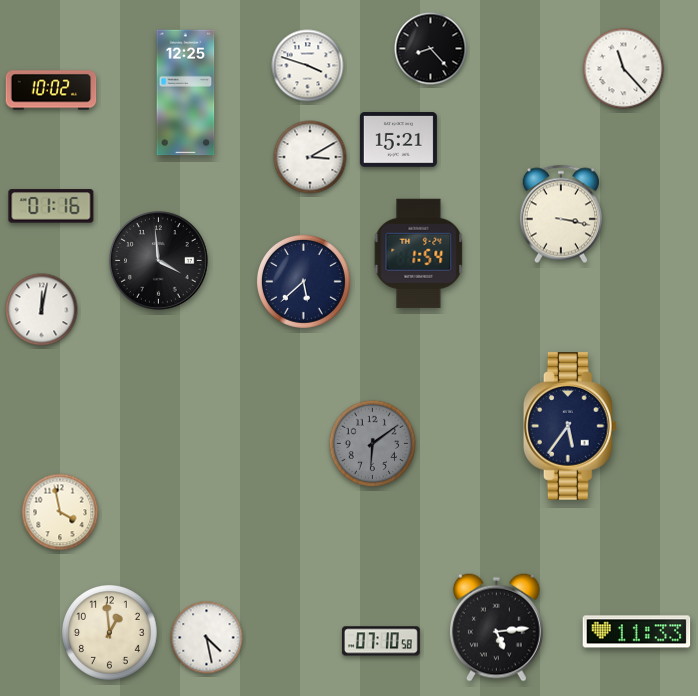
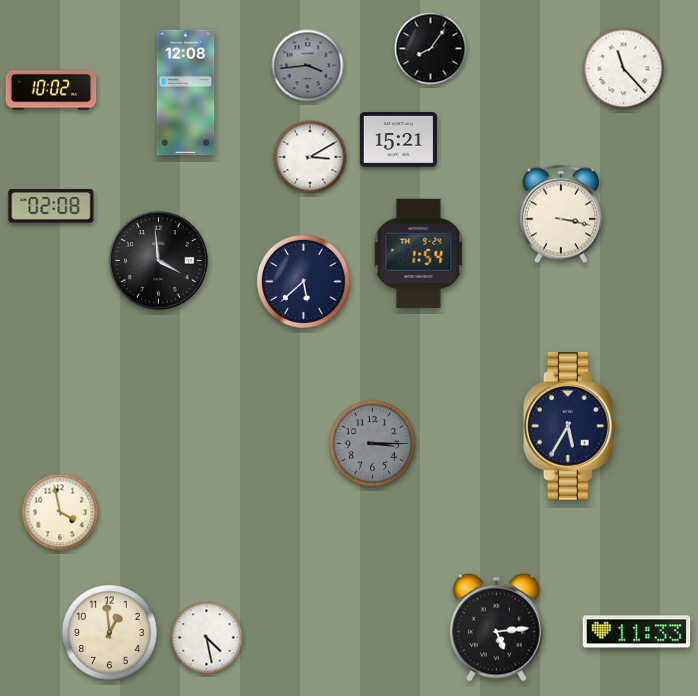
clock at (431, 49): 8:23 -> 8:06
clock at (308, 66): 3:48 -> 3:44
clock at (308, 66) dial: white -> grey
clock at (186, 93): 12:25 -> 12:08
clock at (51, 206): 01:16 -> 02:08
clock at (42, 310): 12:02 -> none
clock at (570, 426): 5:36 -> 5:35
clock at (373, 444): 6:09 -> 3:15
clock at (381, 641): 07:10 -> none
